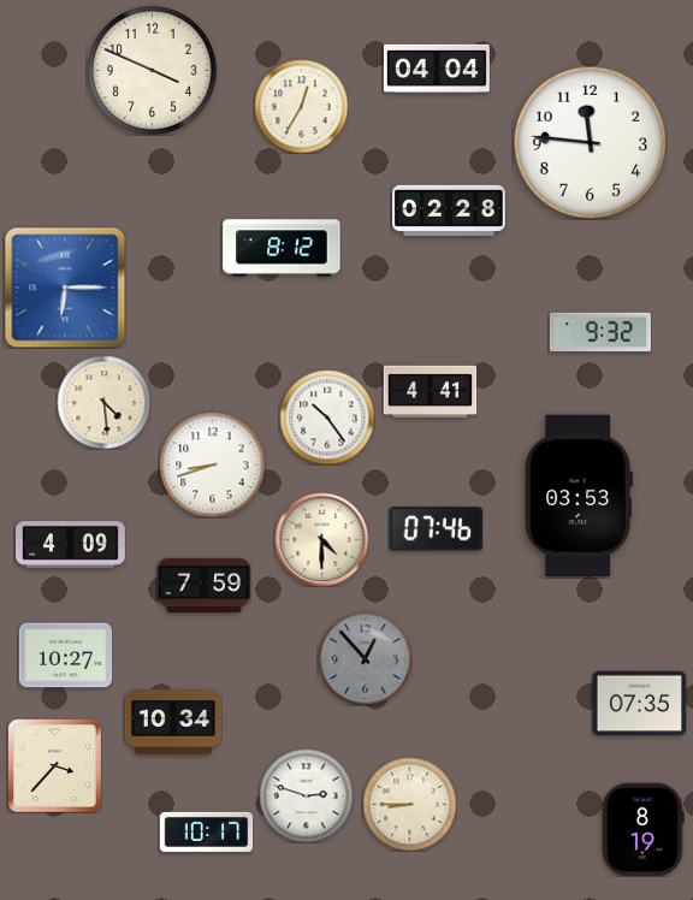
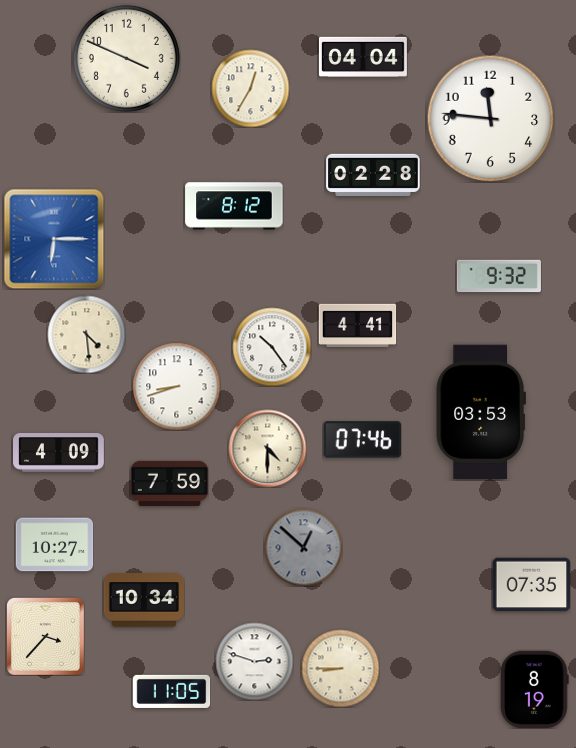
clock at (203, 586) position: (203, 586) -> (169, 484)
clock at (365, 658): 12:53 -> 12:52
clock at (206, 831): 10:17 -> 11:05
